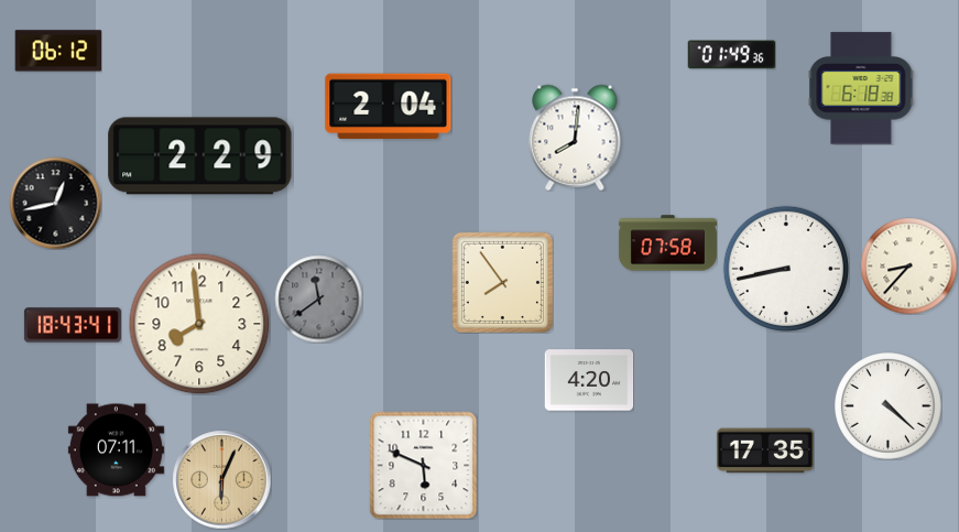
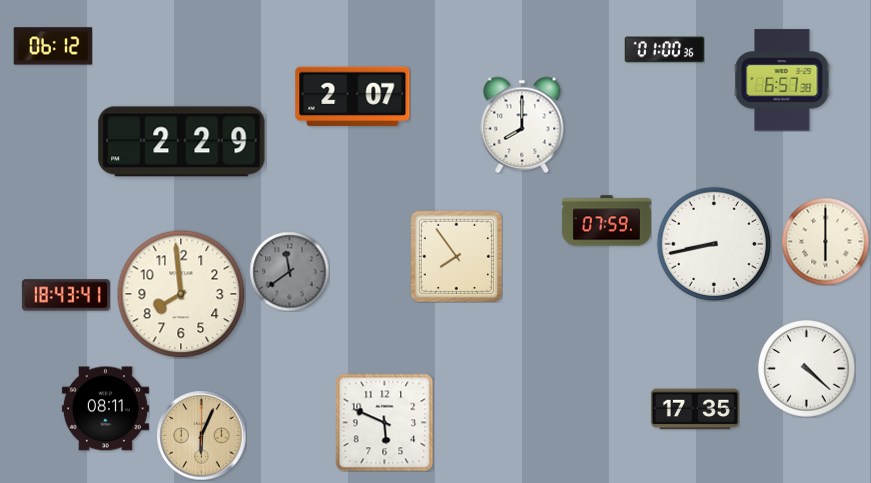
clock at (731, 55): 01:49 -> 01:00
clock at (861, 88): 6:18 -> 6:57
clock at (389, 107): 2:04 -> 2:07
clock at (575, 138): 8:01 -> 8:00
clock at (55, 203): 12:43 -> none
clock at (667, 243): 07:58 -> 07:59
clock at (908, 265): 8:37 -> 6:00
clock at (589, 380): 4:20 -> none
clock at (116, 450): 07:11 -> 08:11
